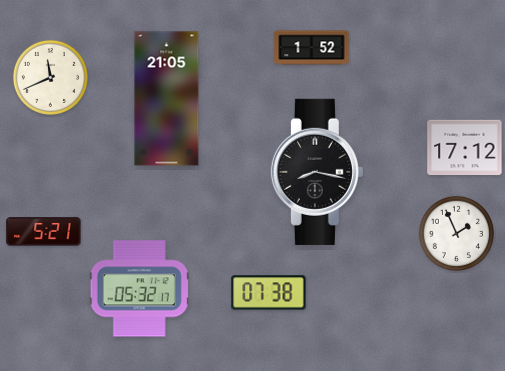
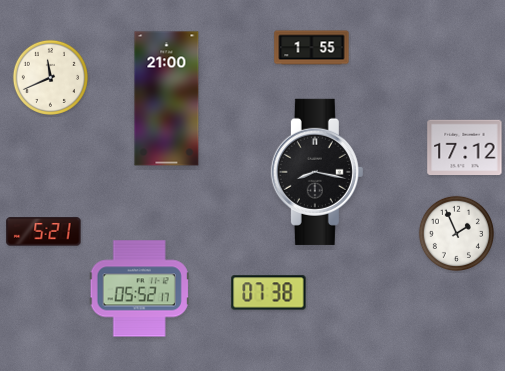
clock at (312, 48): 1:52 -> 1:55
clock at (167, 99): 21:05 -> 21:00
clock at (139, 289): 05:32 -> 05:52
